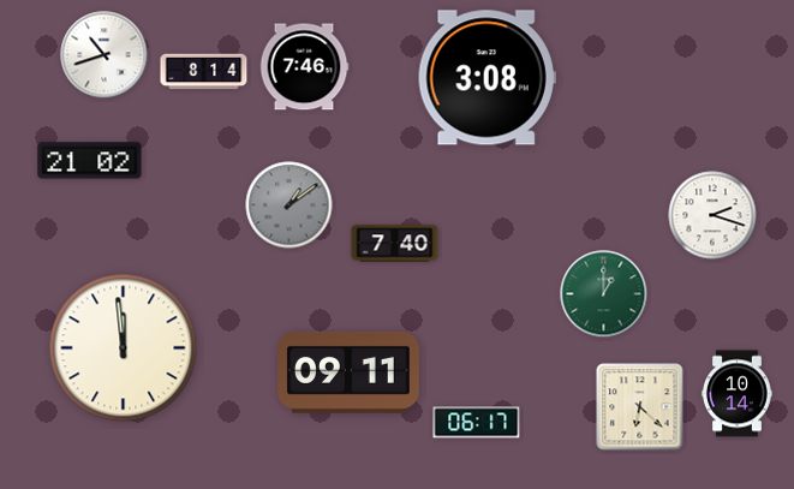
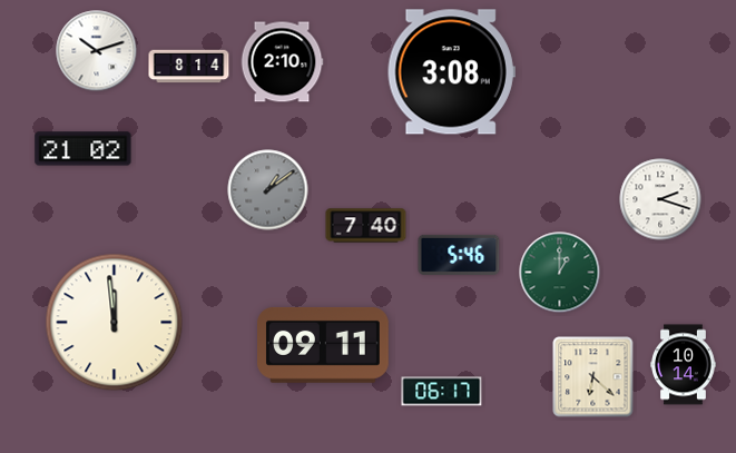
clock at (105, 55): 10:42 -> 10:12
clock at (304, 67): 7:46 -> 2:10
clock at (459, 255): none -> 5:46
